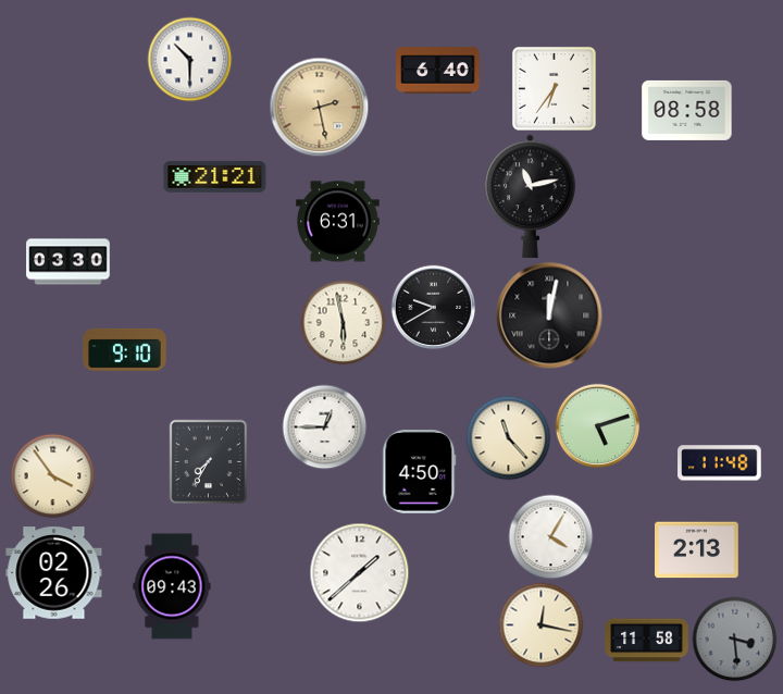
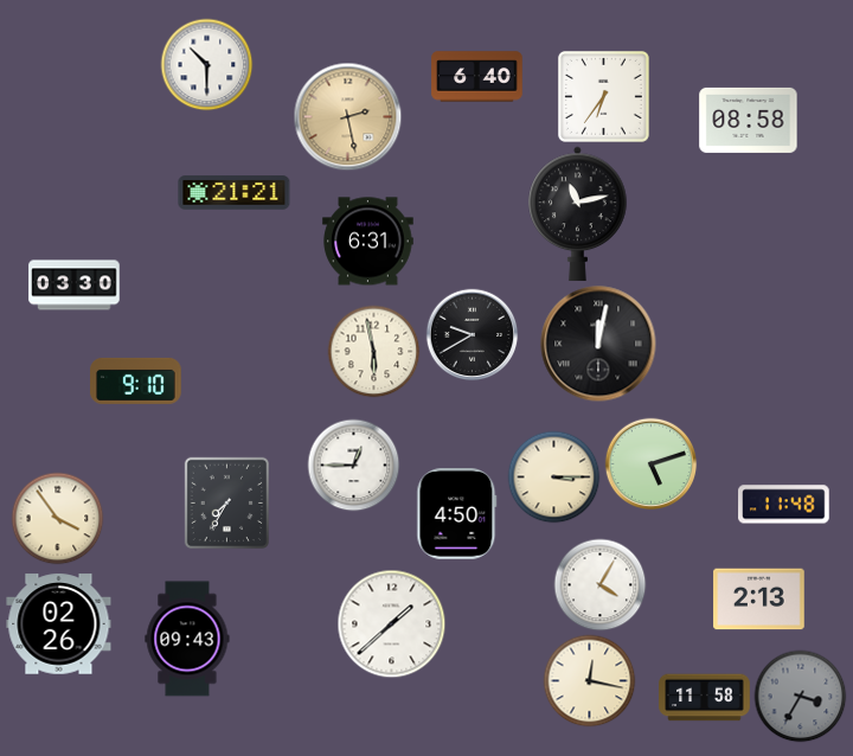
clock at (508, 437): 11:23 -> 3:15
clock at (734, 639): 3:29 -> 3:35
